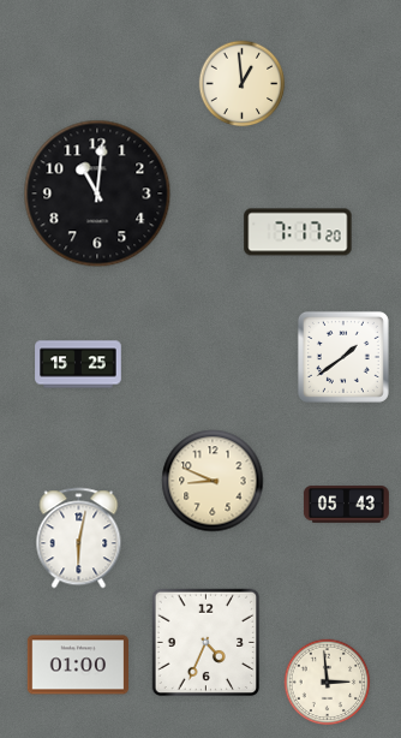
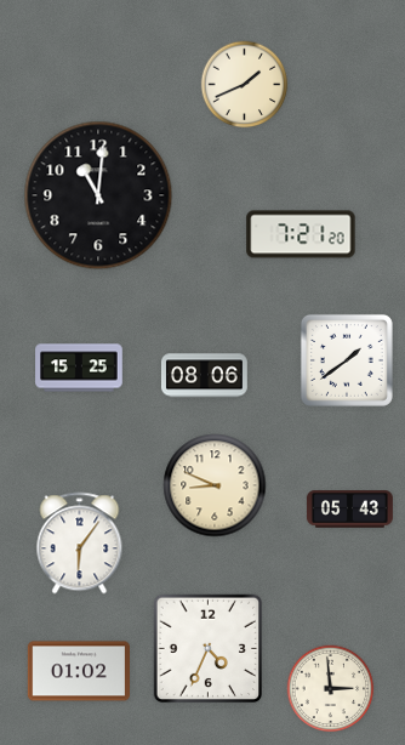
clock at (243, 84): 12:59 -> 1:41
clock at (298, 232): 7:17 -> 7:21
clock at (204, 376): none -> 08:06
clock at (79, 538): 6:02 -> 6:06
clock at (77, 665): 01:00 -> 01:02
